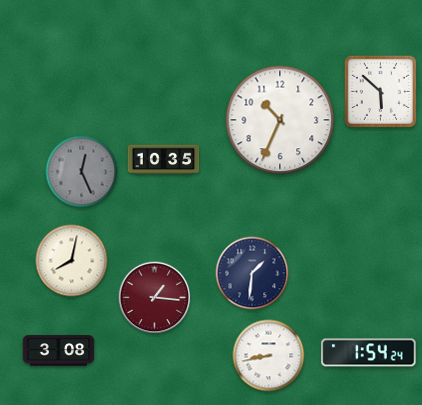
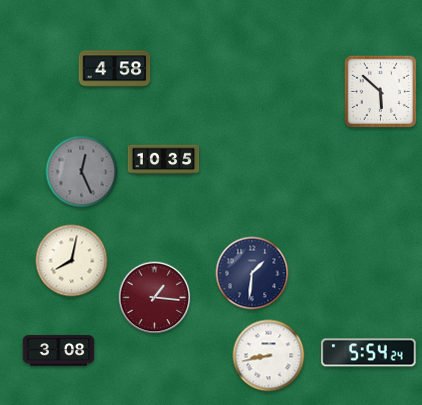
clock at (115, 69): none -> 4:58
clock at (280, 120): 10:34 -> none
clock at (369, 353): 1:54 -> 5:54
